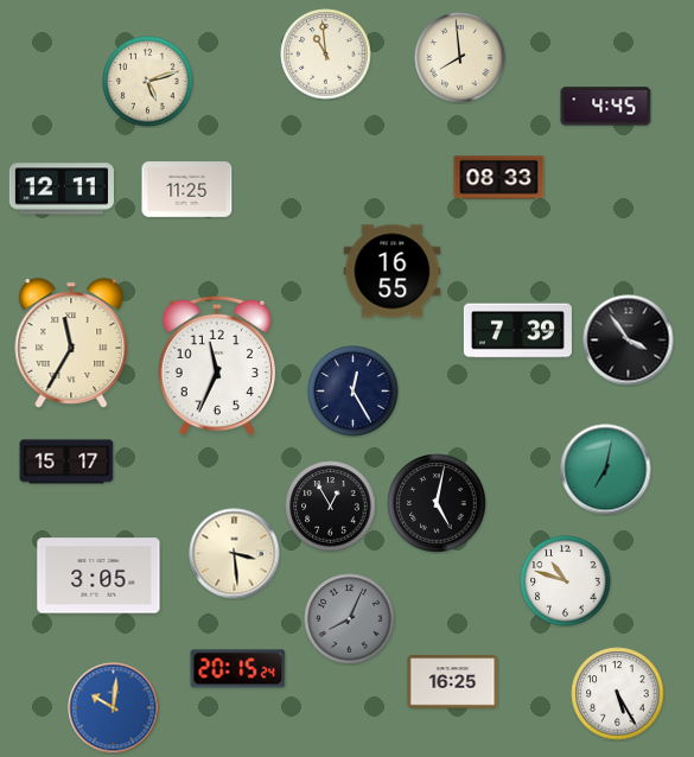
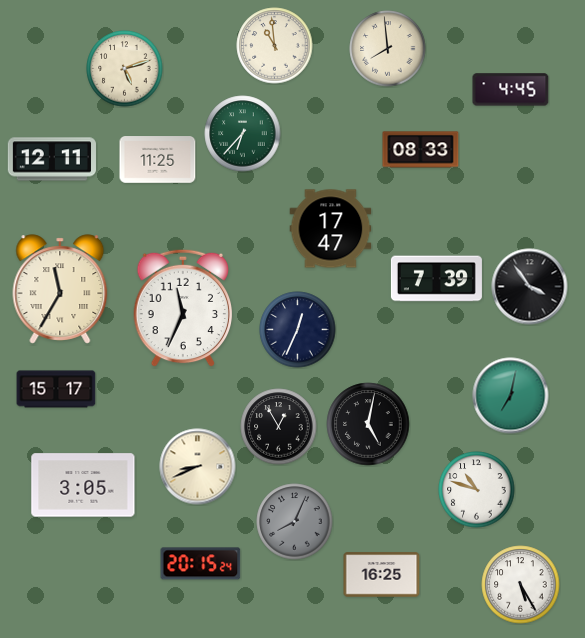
clock at (243, 134): none -> 6:37
clock at (393, 272): 16:55 -> 17:47
clock at (354, 392): 12:25 -> 12:34
clock at (235, 554): 3:29 -> 8:41
clock at (114, 708): 10:01 -> none
